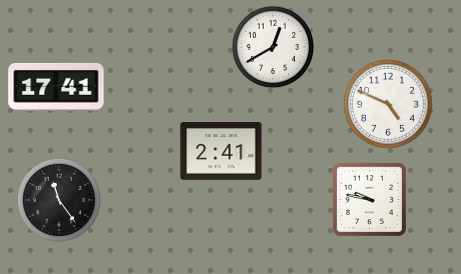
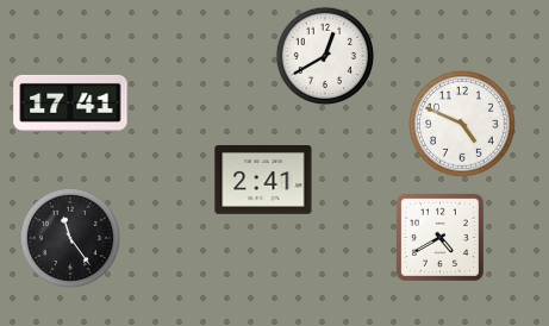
clock at (56, 87) position: (56, 87) -> (70, 104)
clock at (369, 199): 9:47 -> 4:40
